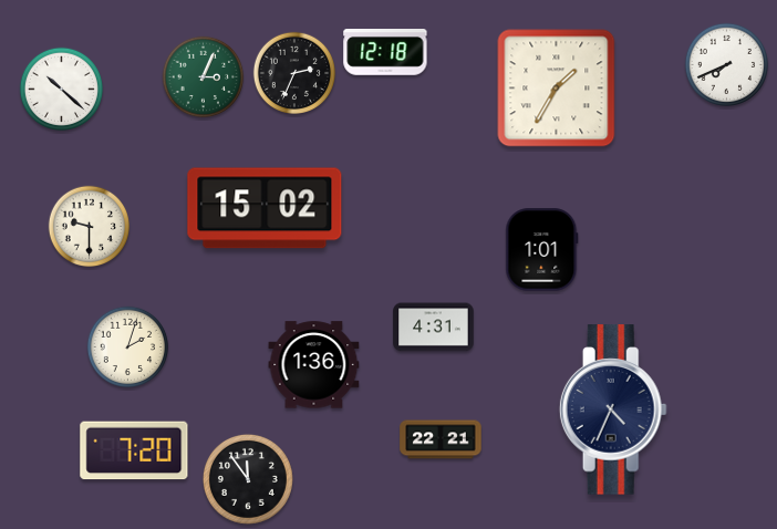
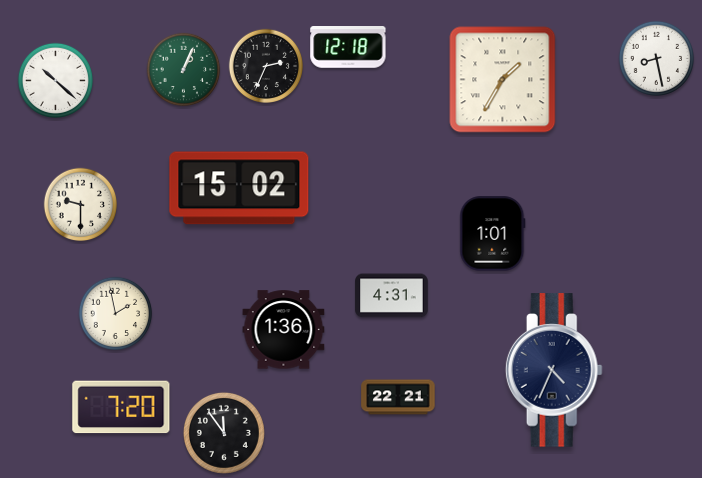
clock at (726, 64): 7:41 -> 8:28
clock at (204, 77): 3:04 -> 1:04
clock at (542, 250) position: (542, 250) -> (493, 234)
clock at (128, 348): 2:03 -> 1:58
